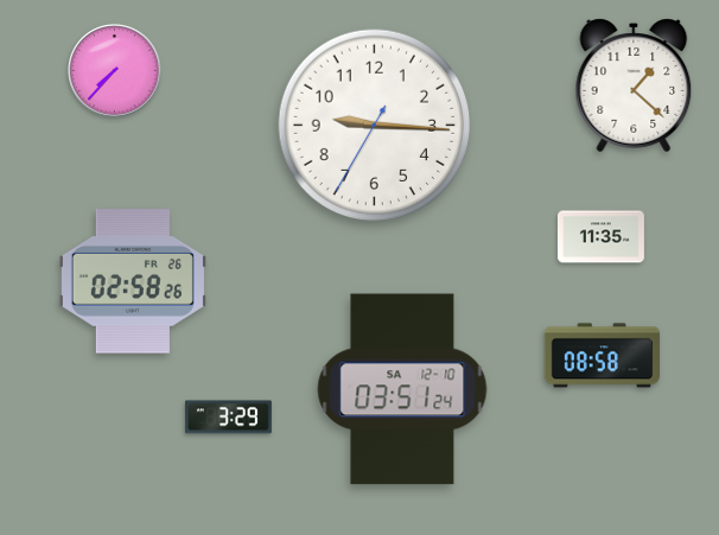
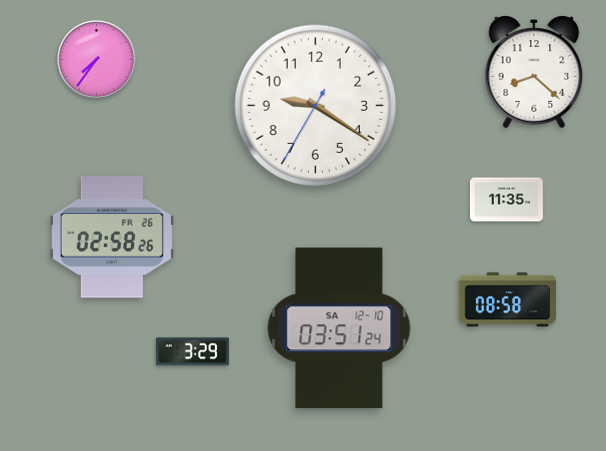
clock at (115, 71): 7:37 -> 7:36
clock at (634, 85): 1:22 -> 8:22
clock at (375, 126): 9:15 -> 9:20
